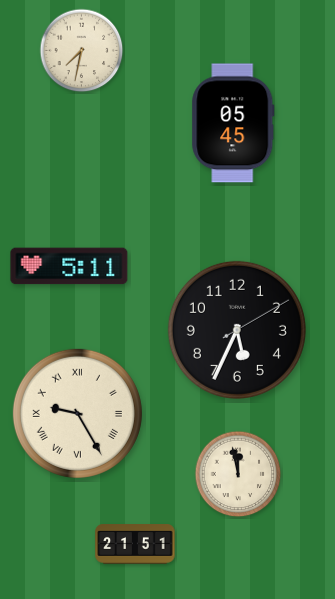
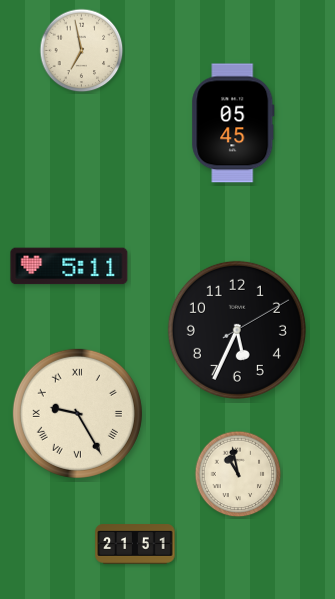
clock at (82, 51): 7:32 -> 6:58
clock at (238, 474): 11:58 -> 10:58
